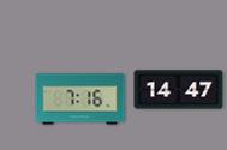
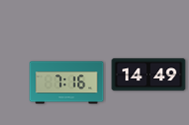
clock at (179, 90): 14:47 -> 14:49
